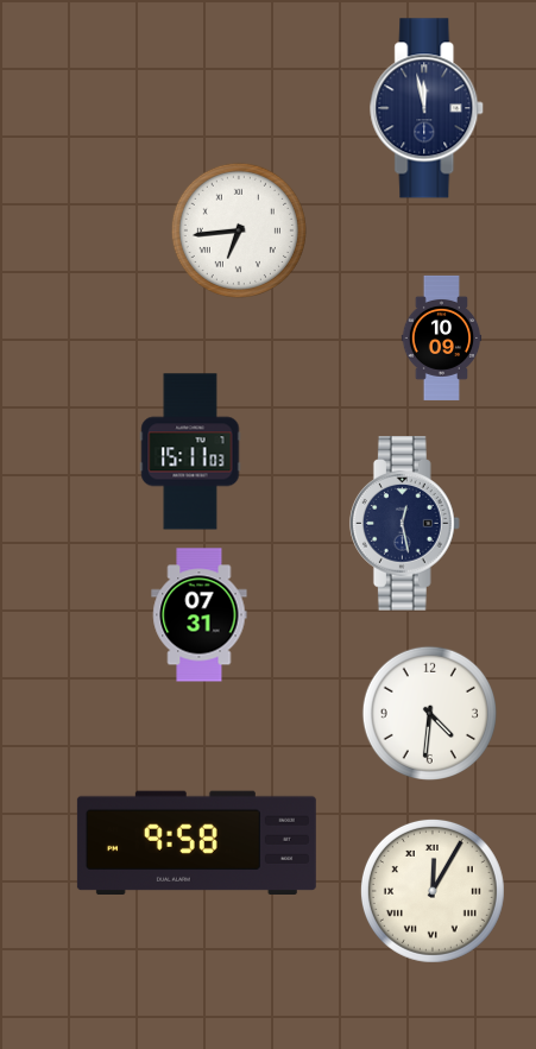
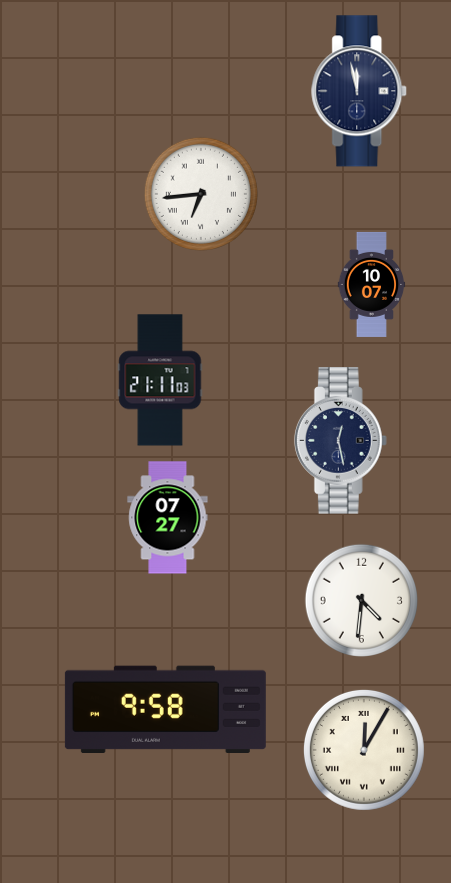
clock at (442, 337): 10:09 -> 10:07
clock at (190, 451): 15:11 -> 21:11
clock at (200, 615): 07:31 -> 07:27
